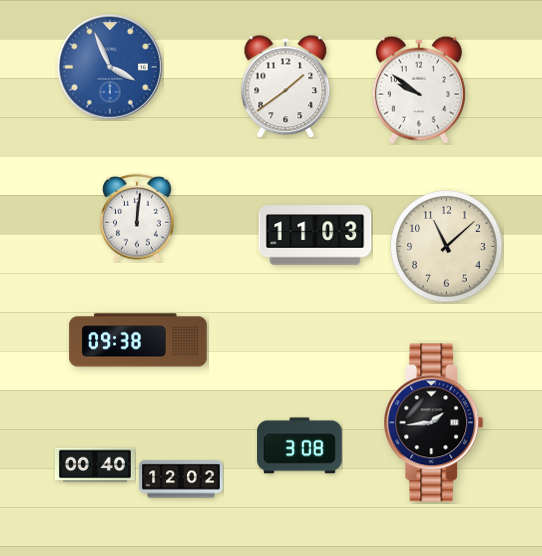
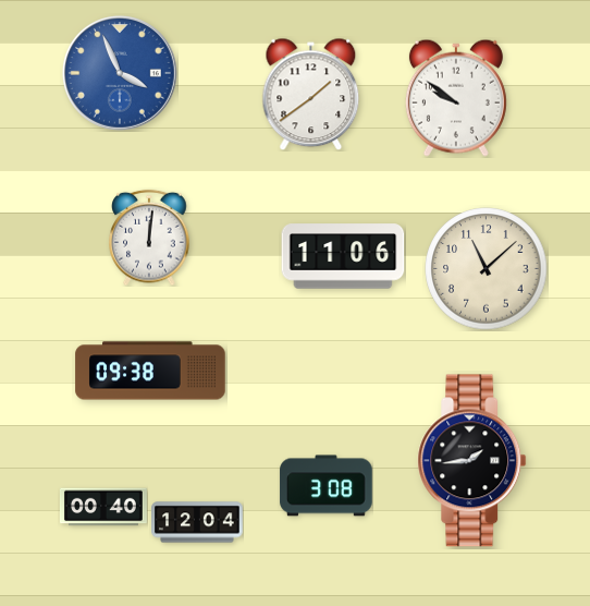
clock at (315, 235): 11:03 -> 11:06
clock at (181, 479): 12:02 -> 12:04
